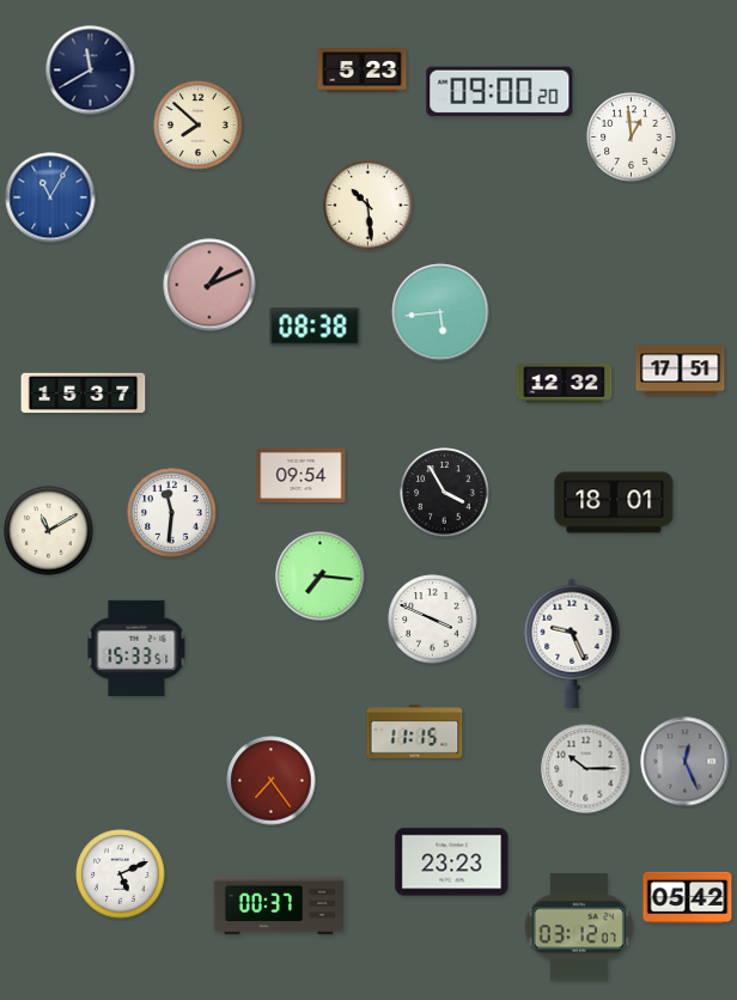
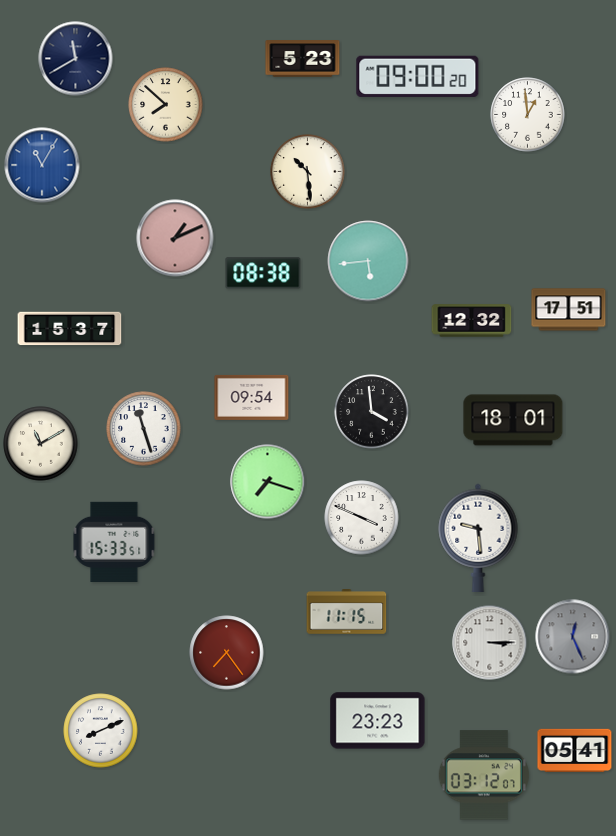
clock at (445, 493): 3:55 -> 3:59
clock at (172, 513): 11:31 -> 11:27
clock at (321, 577): 7:16 -> 7:18
clock at (572, 642): 9:26 -> 9:29
clock at (586, 769): 10:15 -> 3:15
clock at (121, 874): 5:11 -> 8:11
clock at (688, 897): 05:42 -> 05:41
clock at (278, 906): 00:37 -> none
